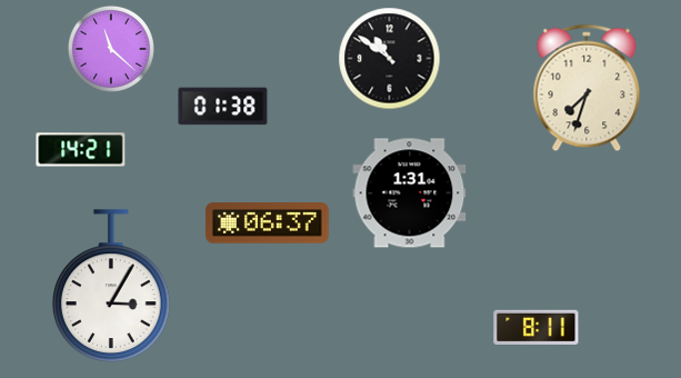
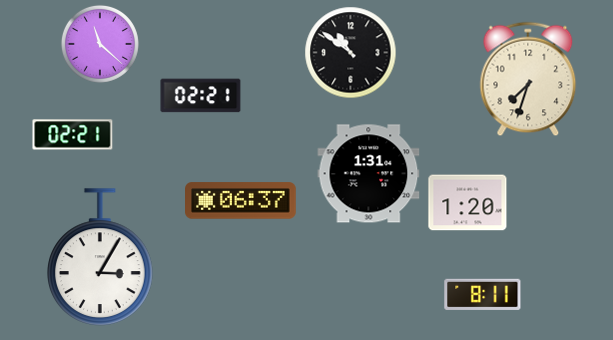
clock at (223, 107): 01:38 -> 02:21
clock at (81, 150): 14:21 -> 02:21
clock at (468, 203): none -> 1:20
